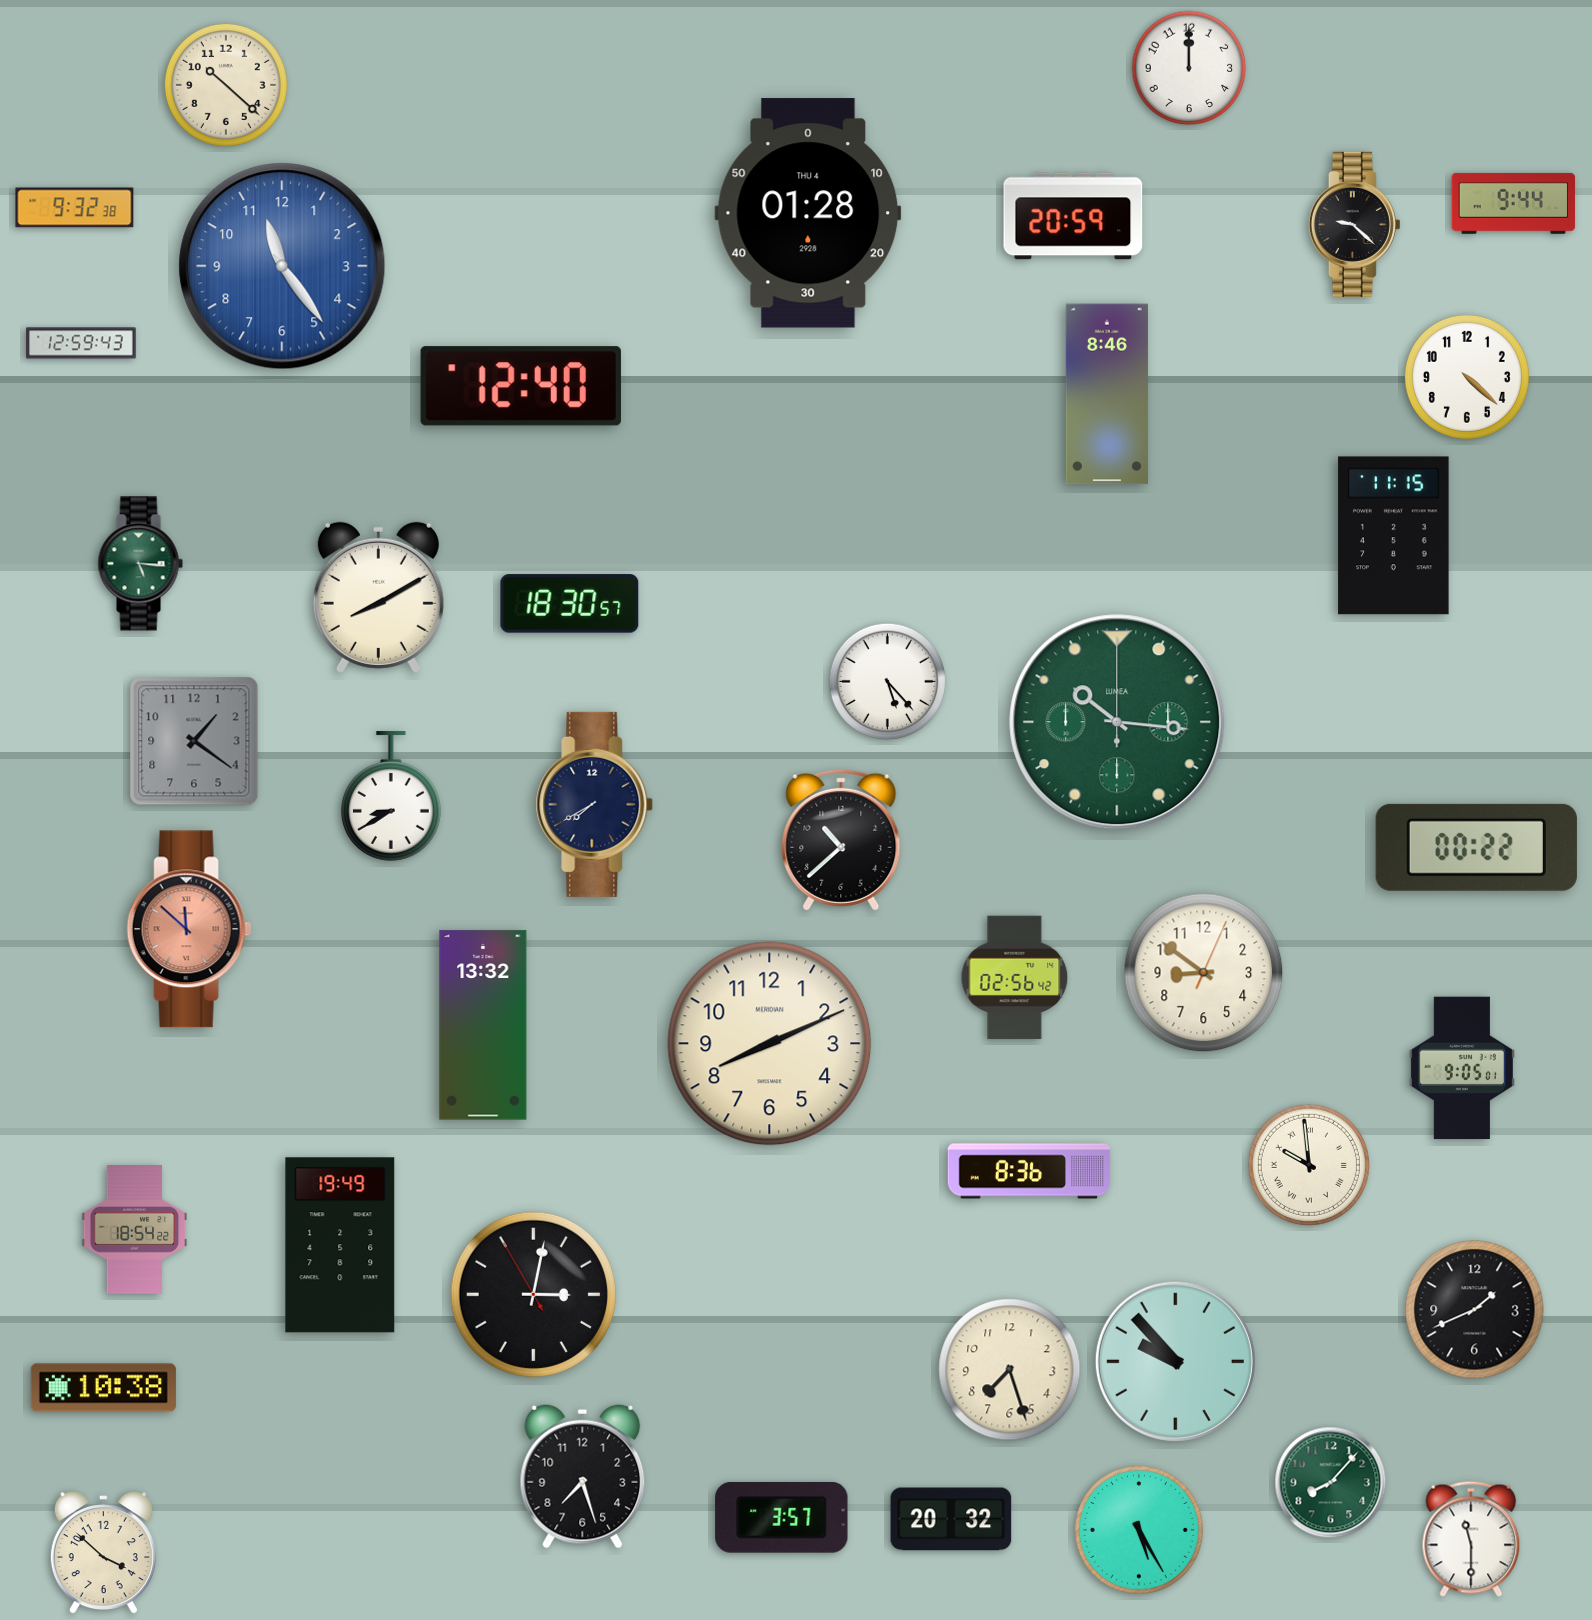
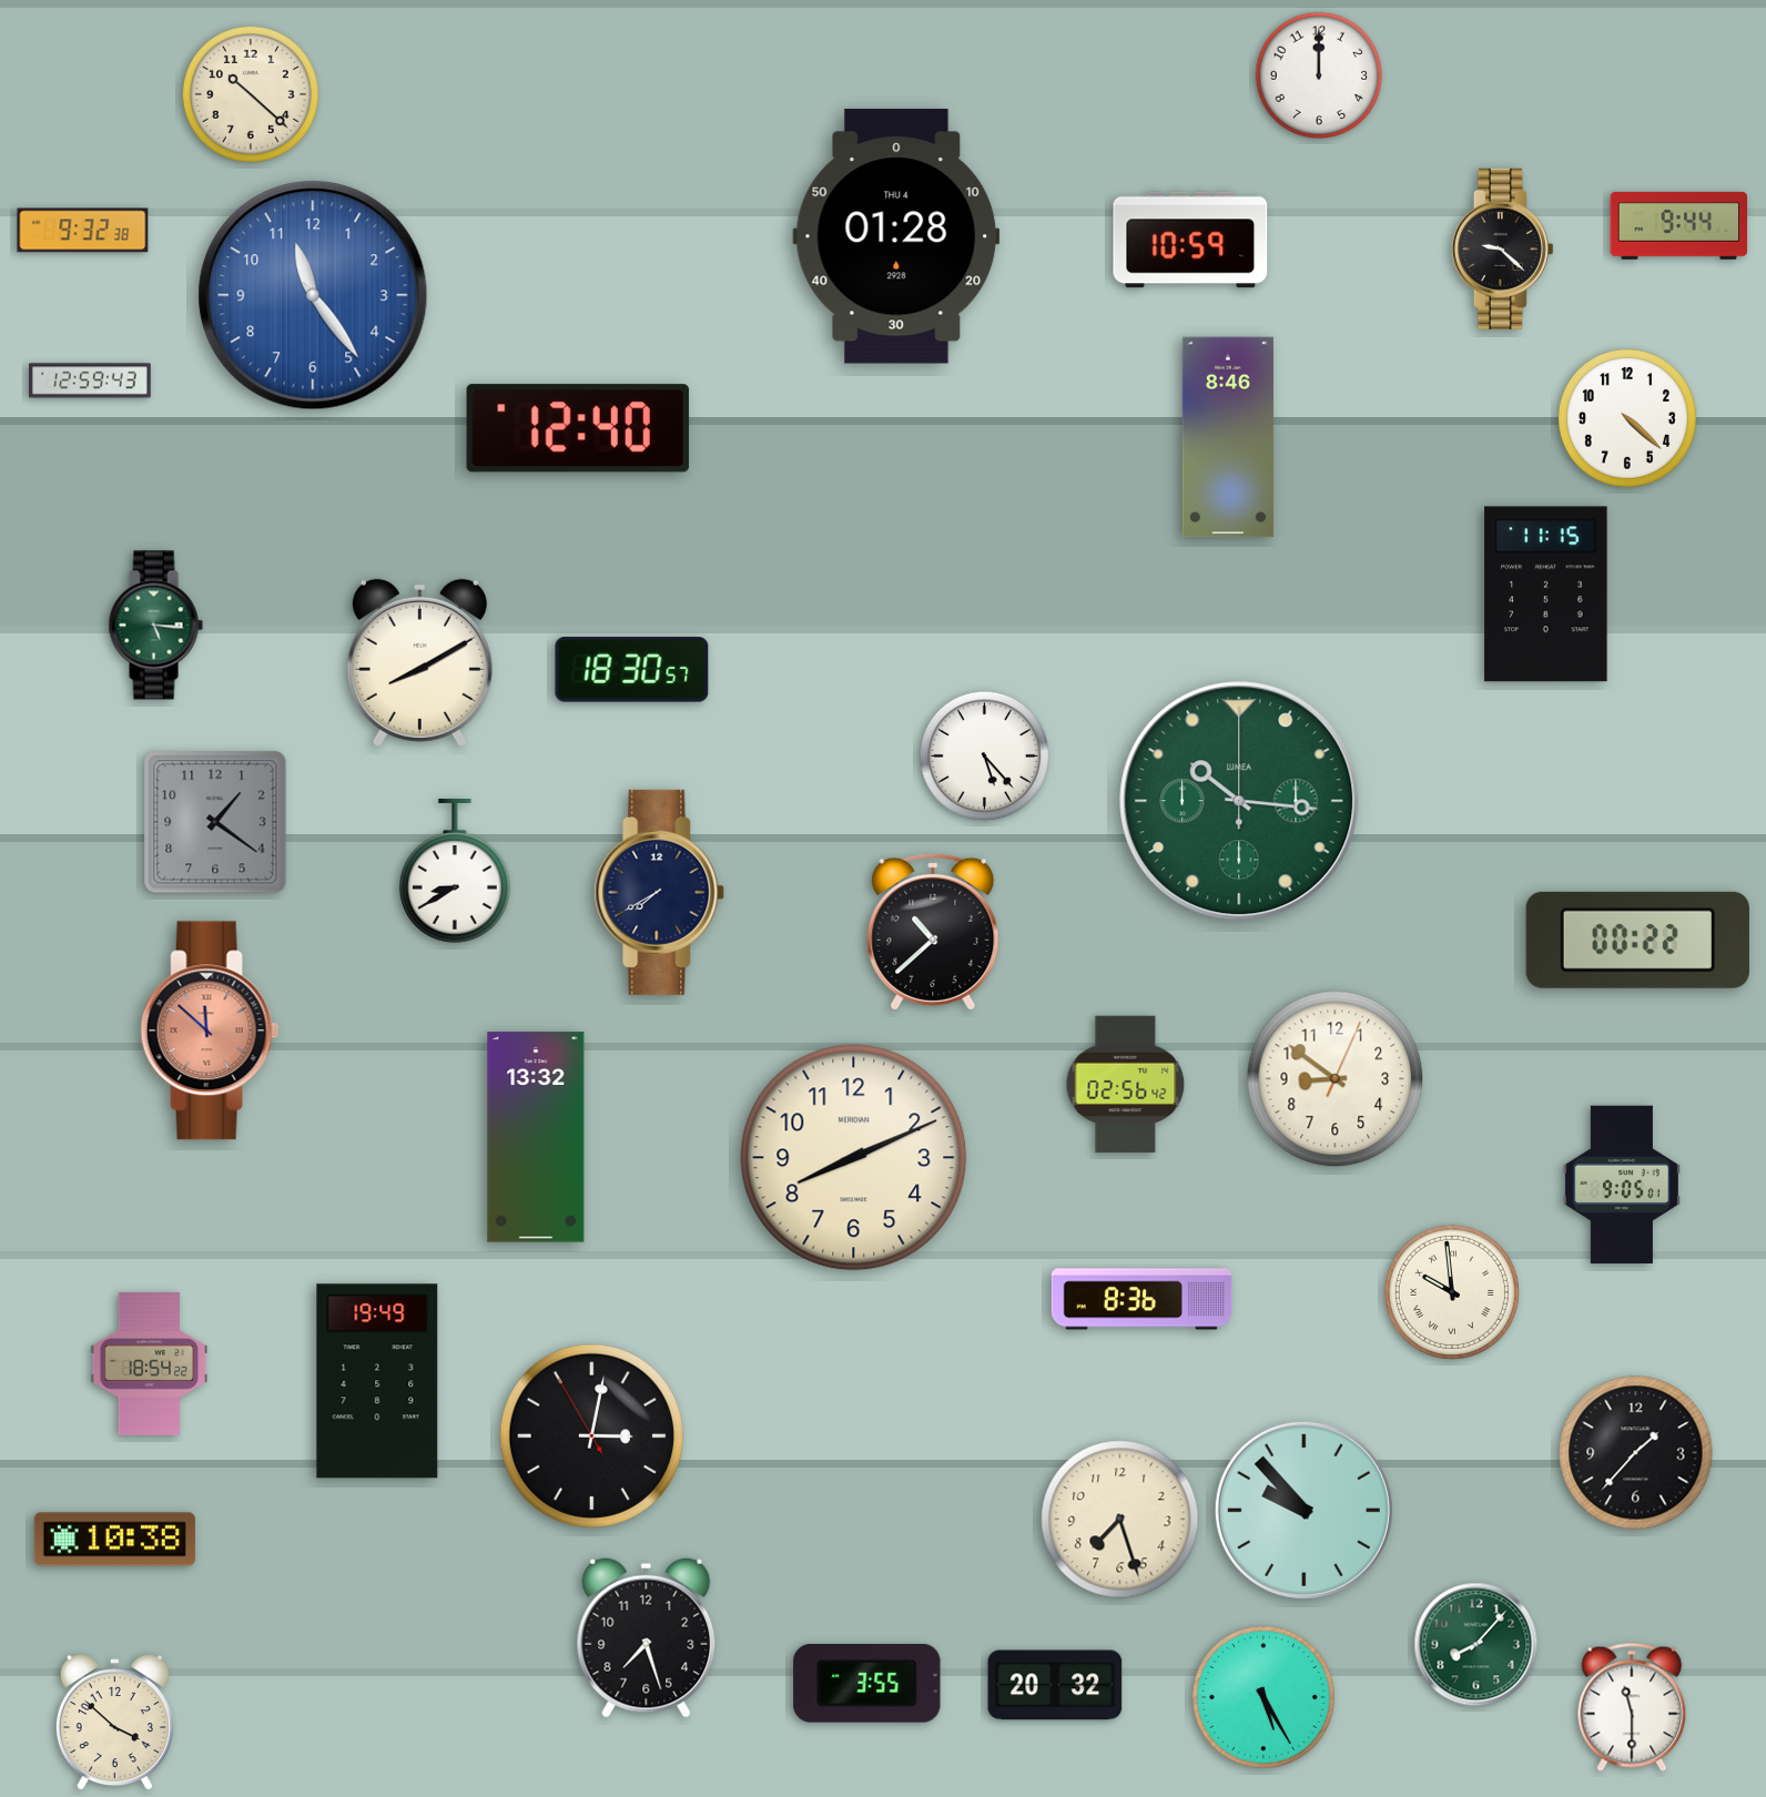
clock at (1073, 216): 20:59 -> 10:59
clock at (391, 796) position: (391, 796) -> (455, 871)
clock at (1475, 1310): 1:41 -> 1:37
clock at (782, 1517): 3:57 -> 3:55
